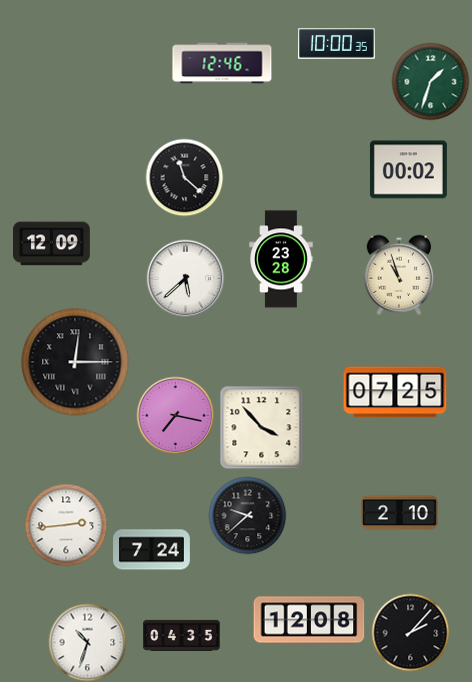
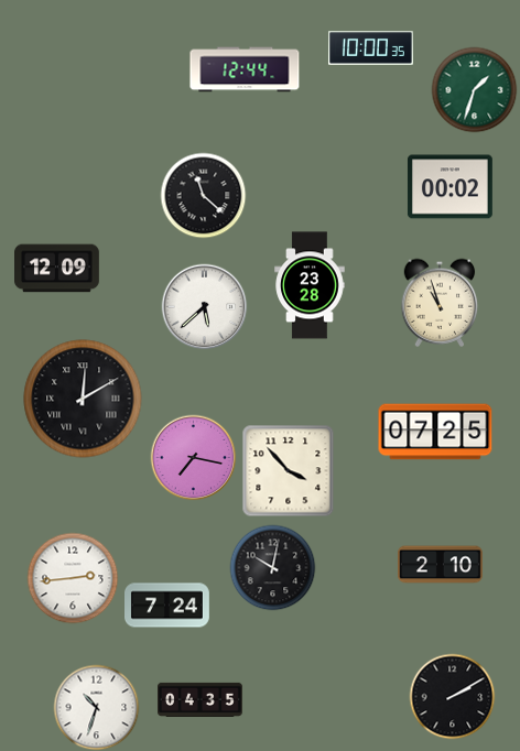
clock at (222, 63): 12:46 -> 12:44
clock at (75, 362): 12:15 -> 12:10
clock at (247, 515): 9:38 -> 10:02
clock at (309, 620): 12:08 -> none
clock at (410, 632): 2:07 -> 2:10
